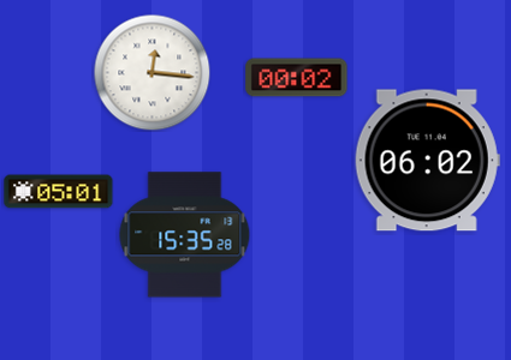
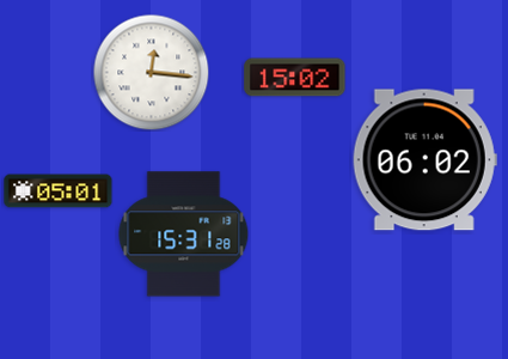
clock at (297, 78): 00:02 -> 15:02
clock at (185, 235): 15:35 -> 15:31
